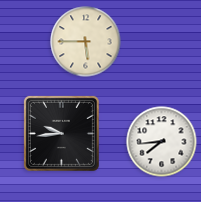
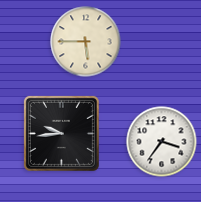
clock at (162, 142): 7:44 -> 3:36
